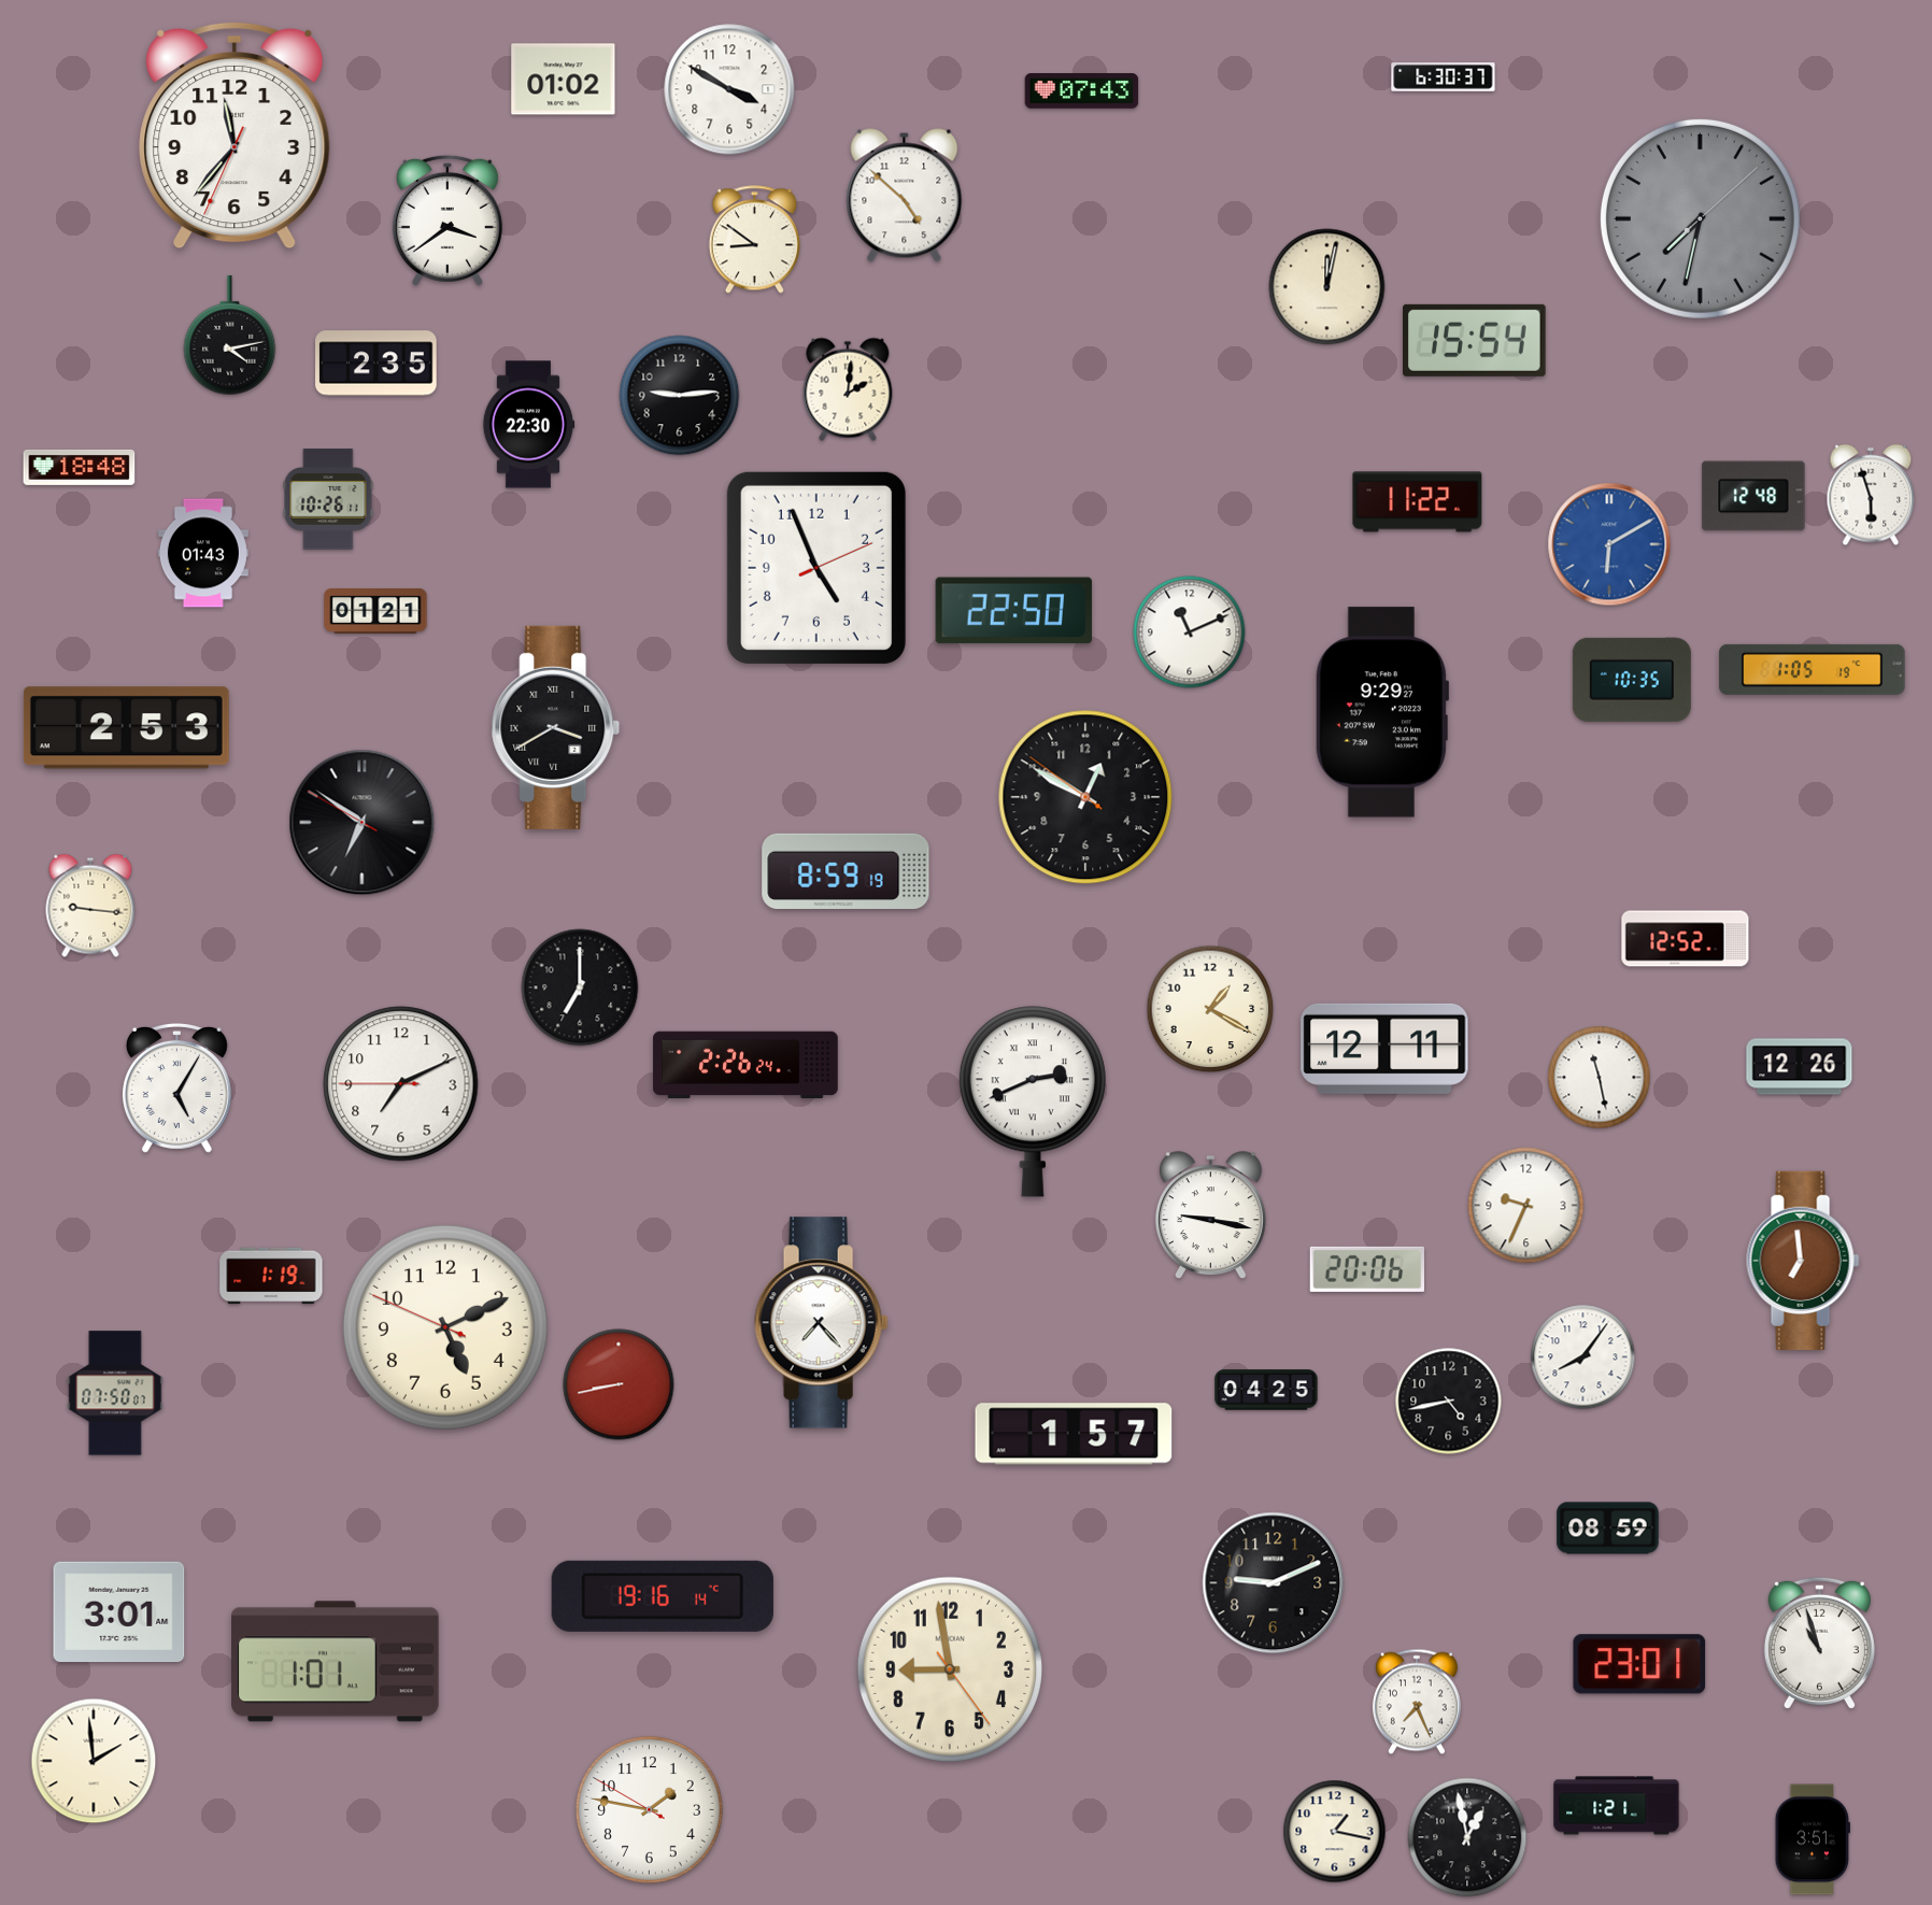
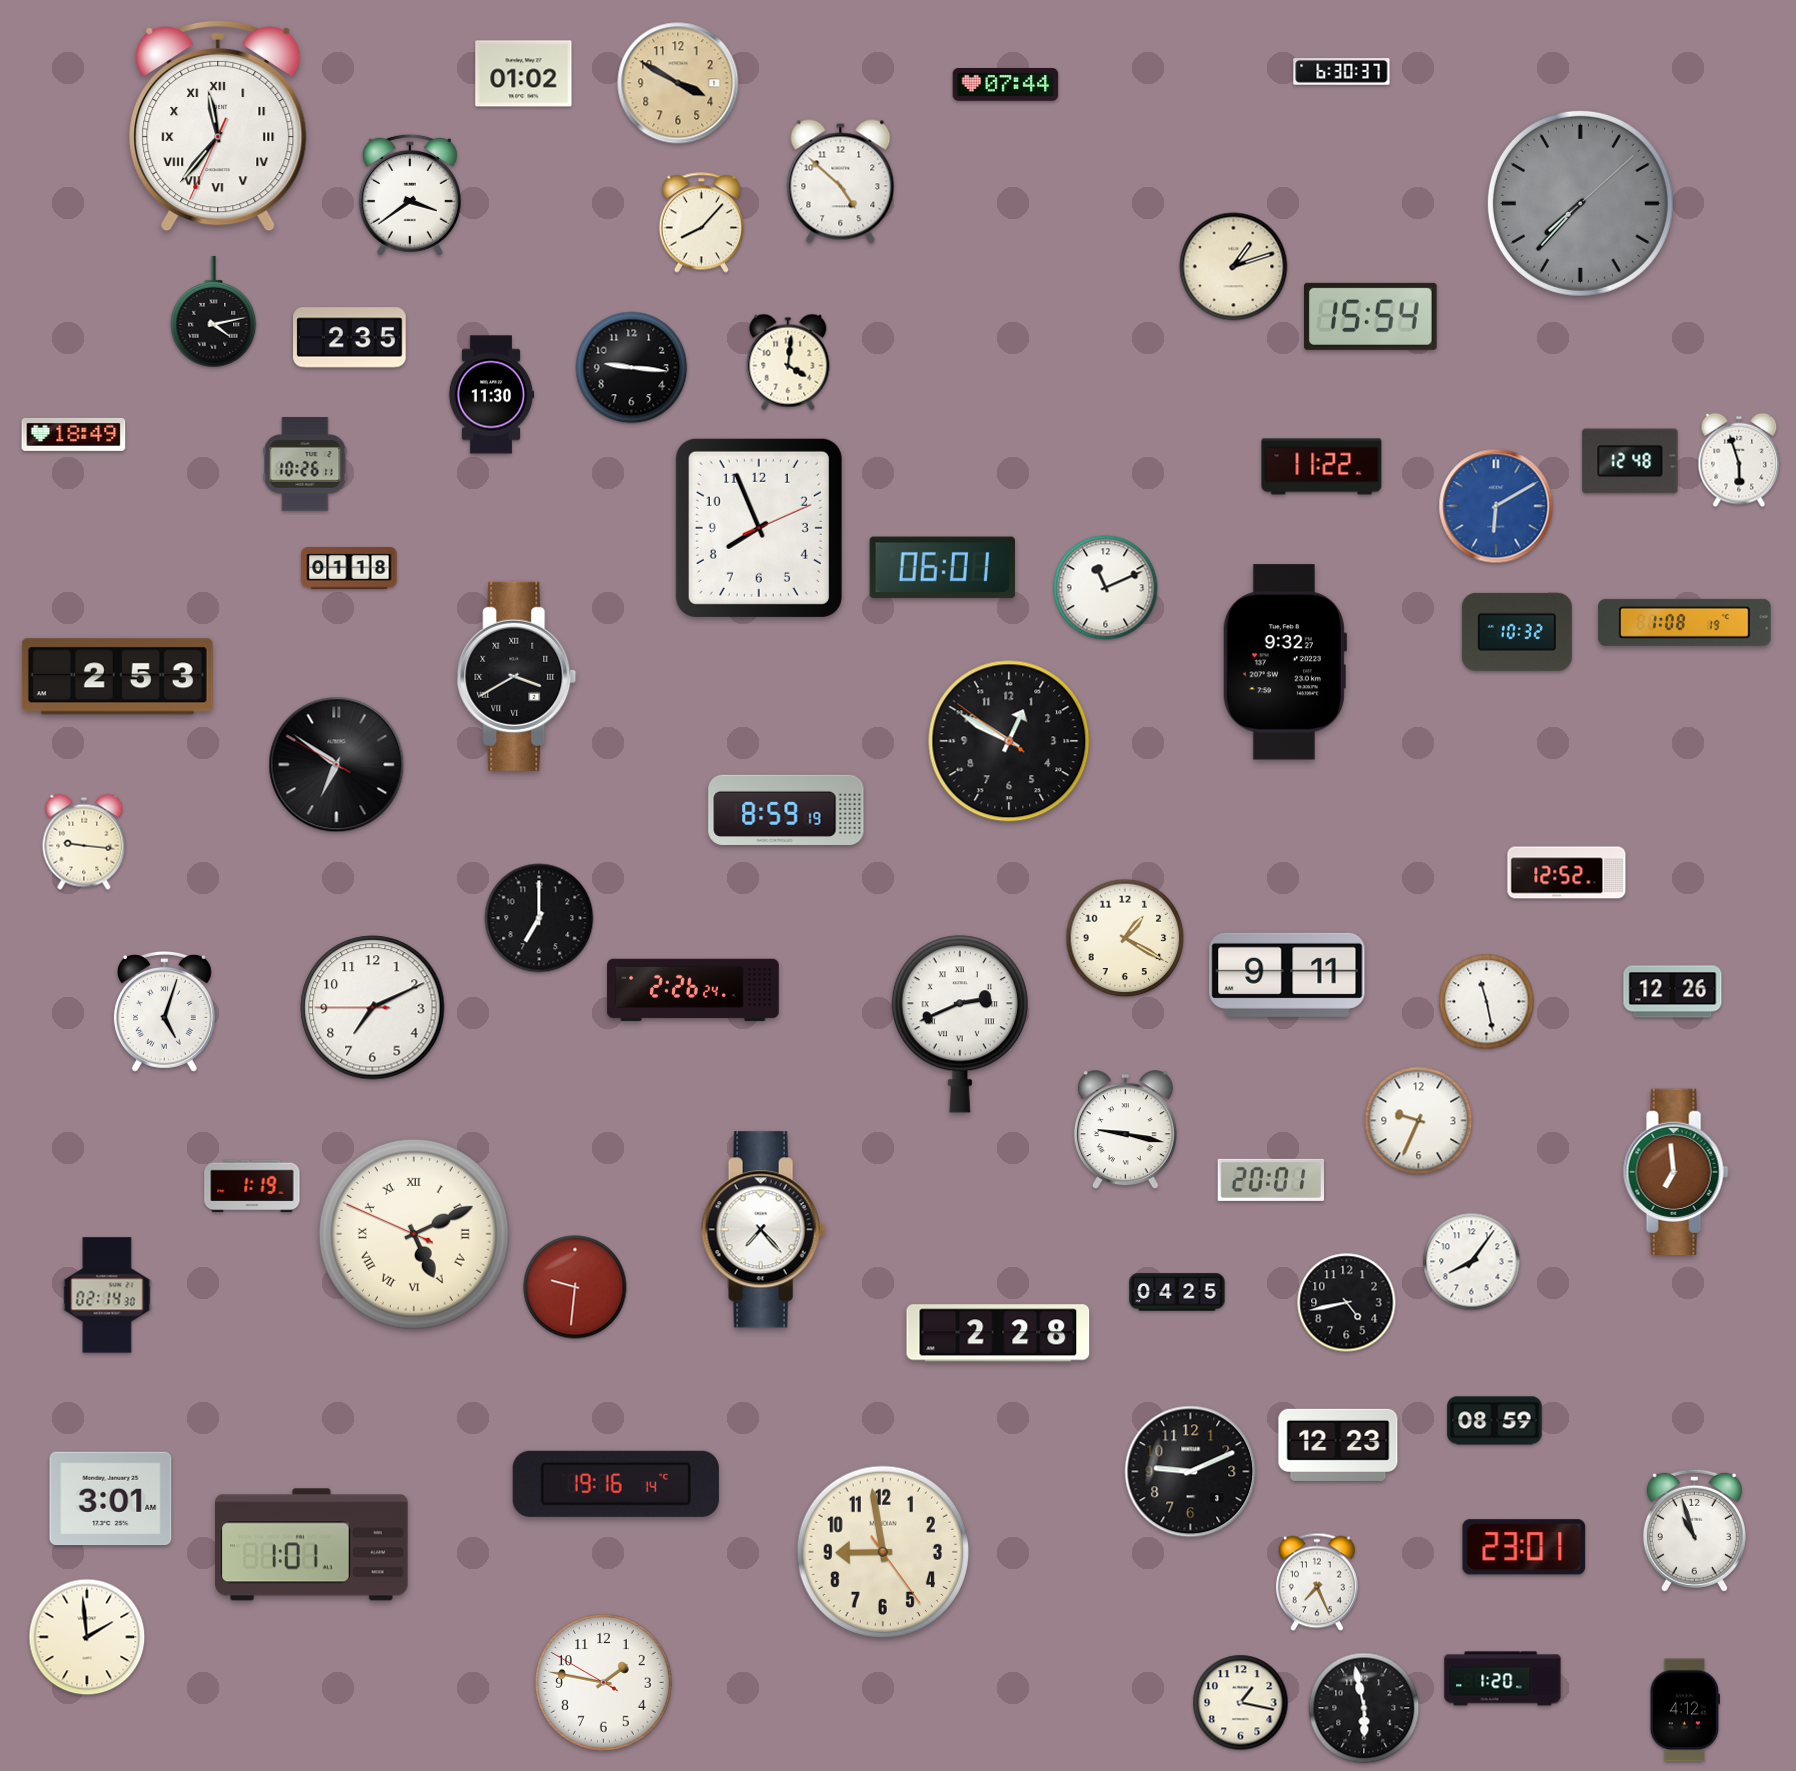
clock at (729, 89) dial: white -> champagne
clock at (1082, 91): 07:43 -> 07:44
clock at (235, 136) numerals: Arabic -> Roman
clock at (1700, 218): 7:32 -> 7:37
clock at (448, 221) position: (448, 221) -> (410, 195)
clock at (754, 240): 8:51 -> 8:07
clock at (1327, 287): 12:02 -> 1:12
clock at (848, 389): 2:01 -> 4:01
clock at (680, 396): 9:14 -> 9:16
clock at (528, 425): 22:30 -> 11:30
clock at (80, 467): 18:48 -> 18:49
clock at (1418, 502) position: (1418, 502) -> (1322, 467)
clock at (203, 553): 01:43 -> none
clock at (816, 568): 4:56 -> 7:56
clock at (1013, 611): 22:50 -> 06:01
clock at (375, 612): 01:21 -> 01:18
clock at (1813, 669): 1:05 -> 1:08
clock at (1632, 680): 10:35 -> 10:32
clock at (1381, 712): 9:29 -> 9:32
clock at (1384, 1049): 12:11 -> 9:11
clock at (176, 1087): 5:05 -> 5:03
clock at (1366, 1269): 20:06 -> 20:01
clock at (445, 1327) numerals: Arabic -> Roman
clock at (619, 1384): 8:43 -> 9:31
clock at (115, 1393): 07:50 -> 02:14
clock at (1074, 1434): 1:57 -> 2:28
clock at (1338, 1445): none -> 12:23
clock at (1274, 1583) position: (1274, 1583) -> (1191, 1472)
clock at (1819, 1643) position: (1819, 1643) -> (1694, 1530)
clock at (1617, 1806): 1:21 -> 1:20
clock at (1467, 1837): 12:58 -> 5:58
clock at (1813, 1839): 3:51 -> 4:12
